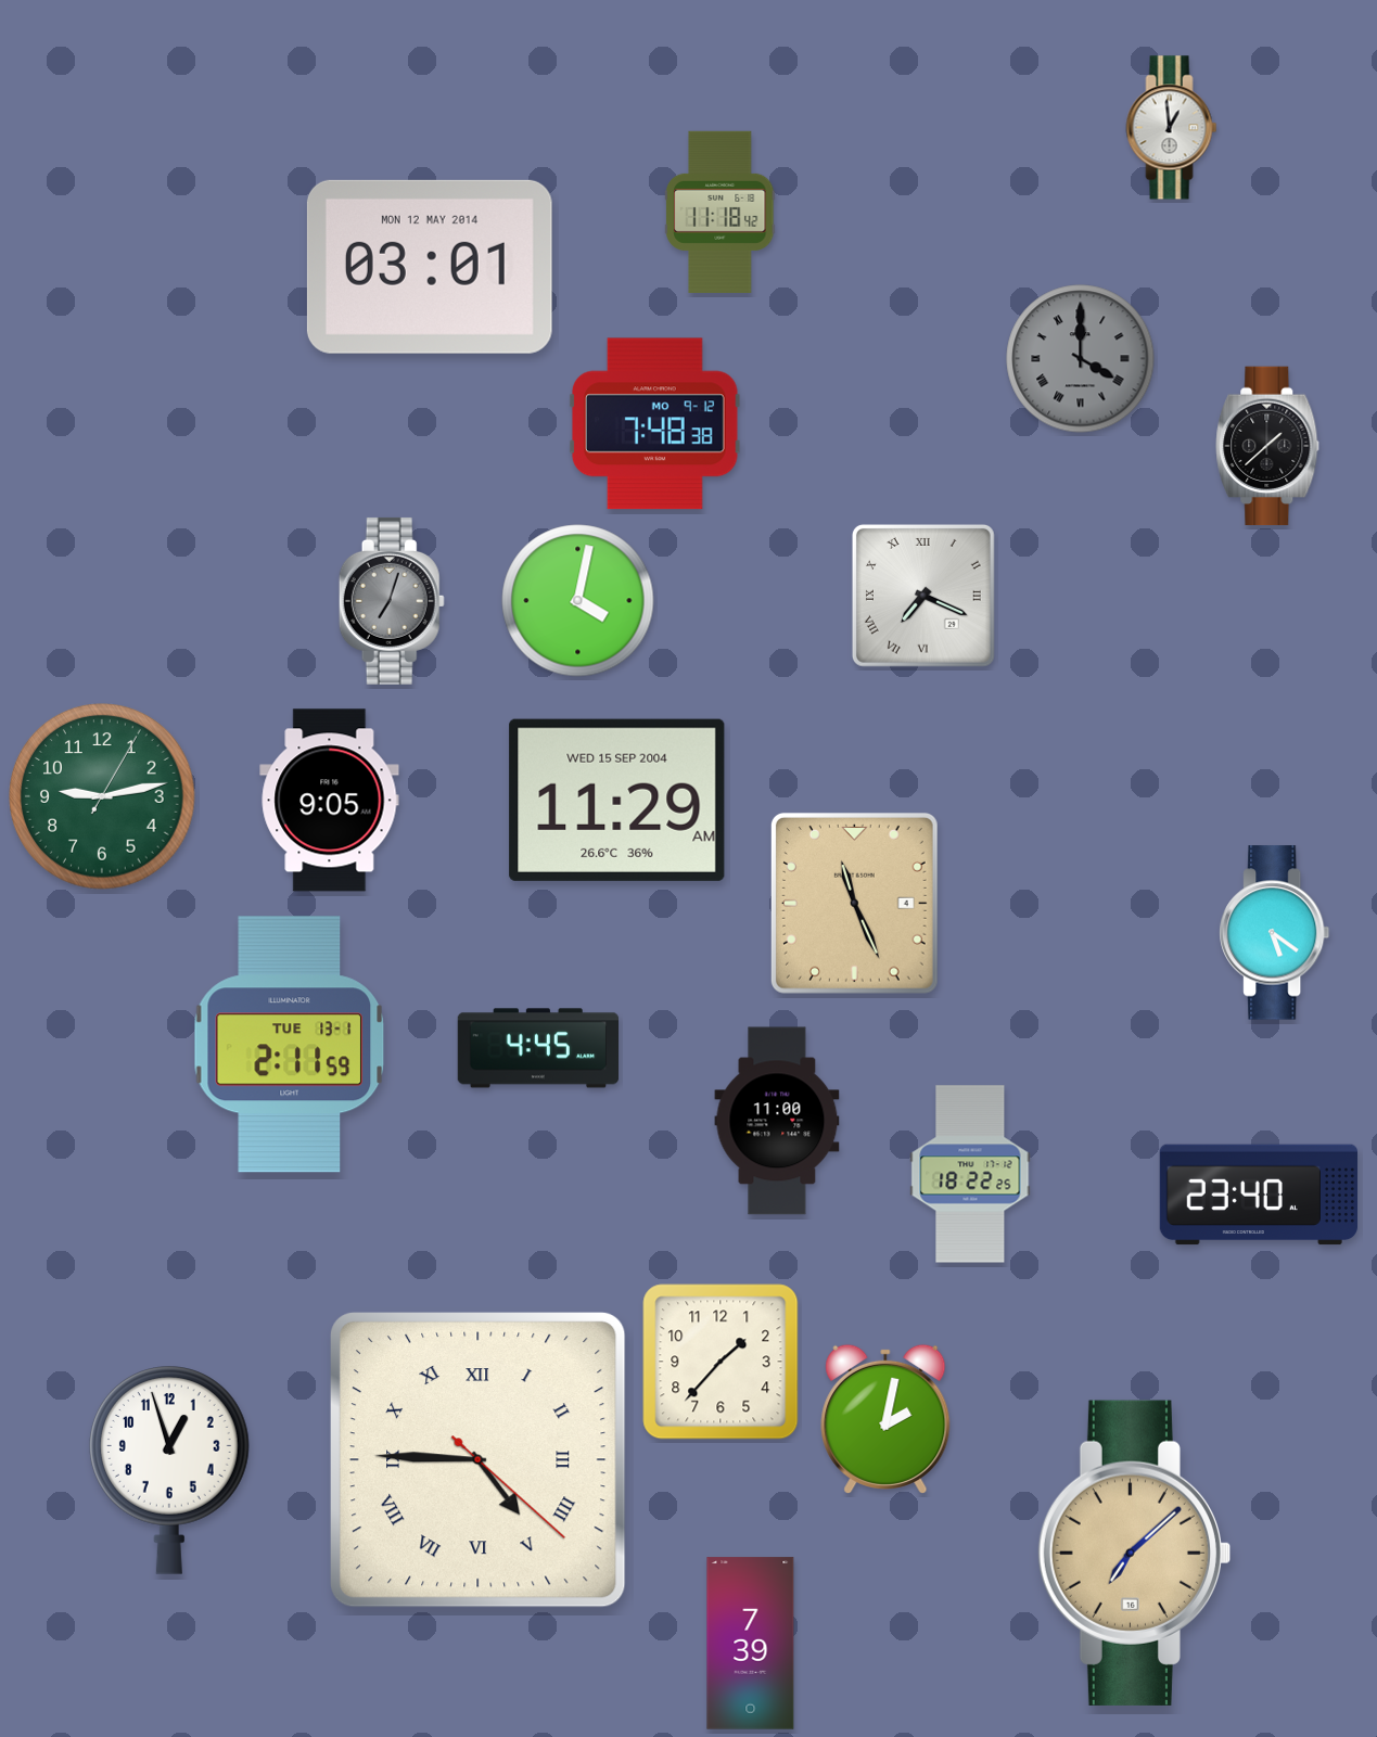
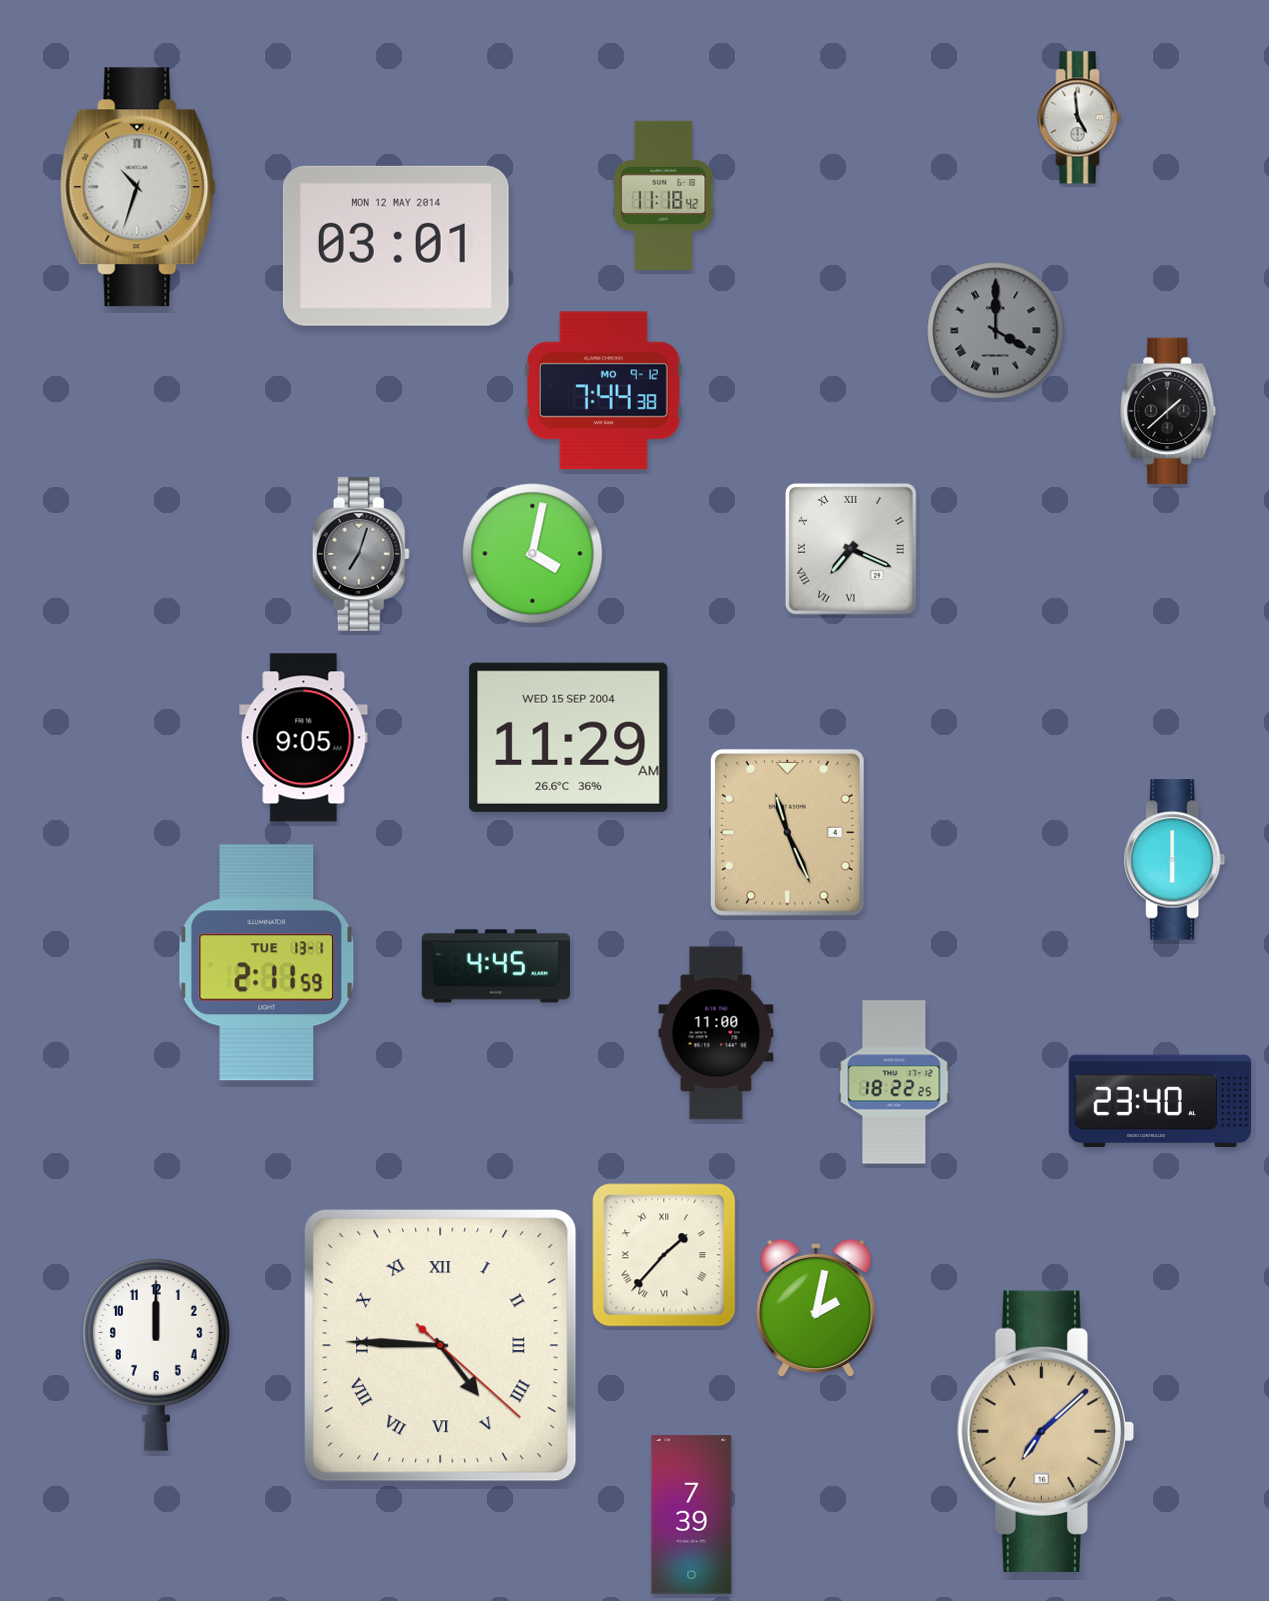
clock at (1172, 128): 12:59 -> 4:59
clock at (138, 187): none -> 10:33
clock at (654, 424): 7:48 -> 7:44
clock at (102, 796): 9:13 -> none
clock at (1275, 933): 5:21 -> 6:00
clock at (721, 1362) numerals: Arabic -> Roman
clock at (169, 1470): 12:57 -> 12:00
